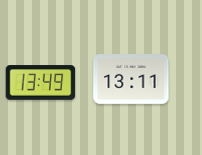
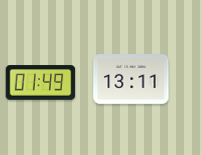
clock at (41, 83): 13:49 -> 01:49
